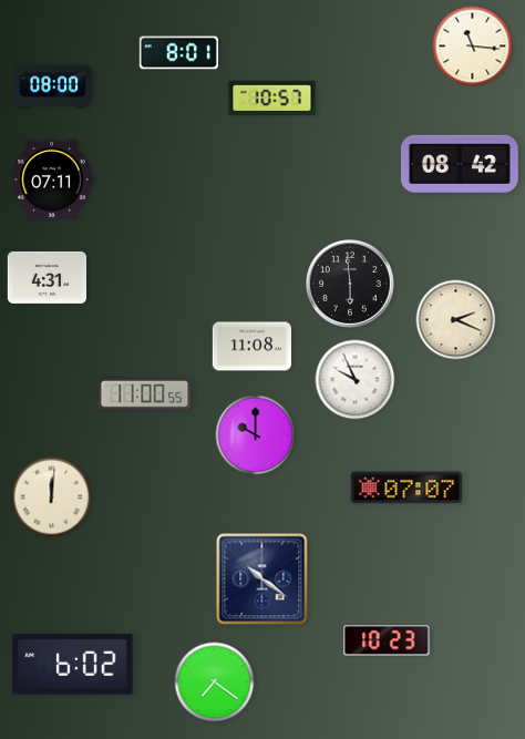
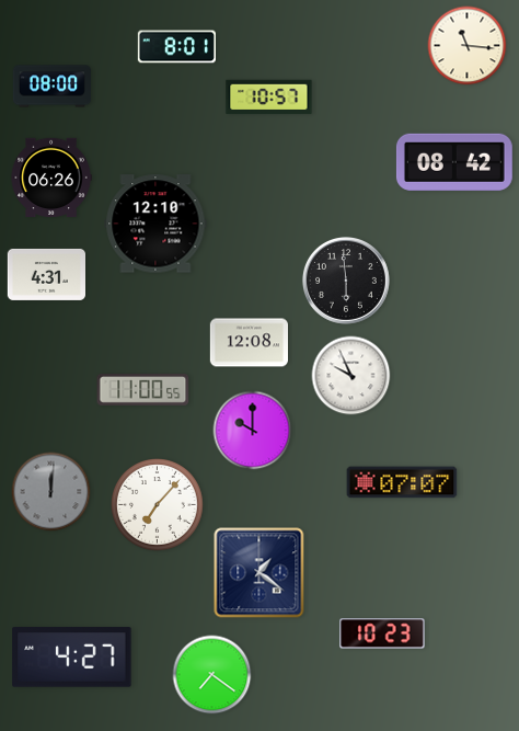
clock at (178, 53) position: (178, 53) -> (176, 47)
clock at (52, 178): 07:11 -> 06:26
clock at (155, 224): none -> 12:10
clock at (456, 320): 2:19 -> none
clock at (251, 347): 11:08 -> 12:08
clock at (52, 497) dial: cream -> grey
clock at (158, 505): none -> 7:07
clock at (262, 579): 10:21 -> 1:21
clock at (73, 665): 6:02 -> 4:27
